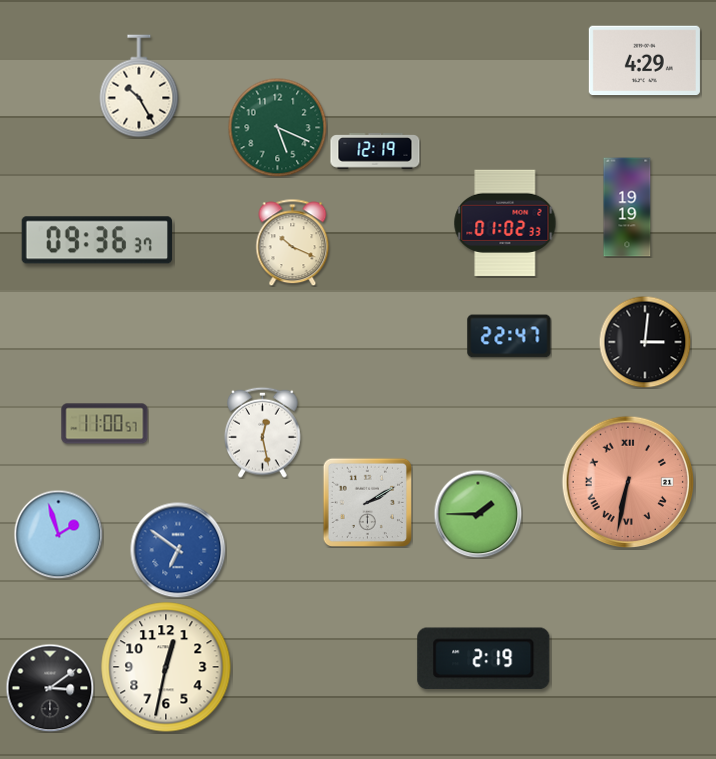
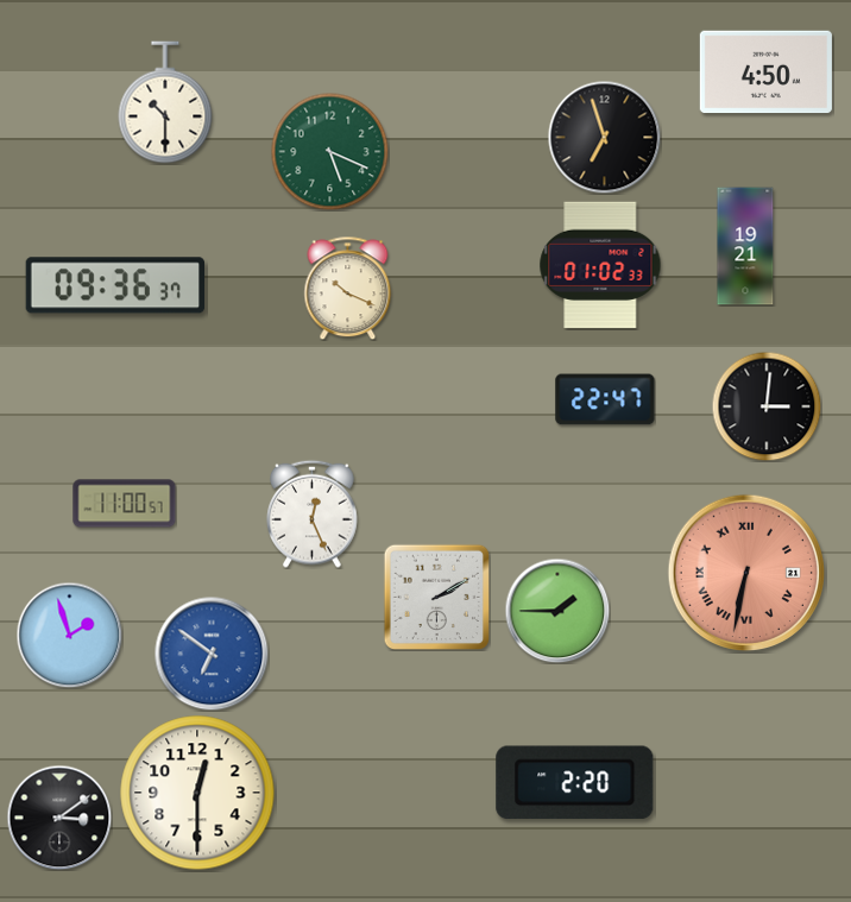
clock at (644, 61): 4:29 -> 4:50
clock at (139, 86): 10:25 -> 10:30
clock at (604, 137): none -> 6:57
clock at (375, 151): 12:19 -> none
clock at (627, 207): 19:19 -> 19:21
clock at (263, 432): 12:28 -> 12:26
clock at (478, 514) position: (478, 514) -> (557, 611)
clock at (484, 659): 2:19 -> 2:20
clock at (166, 667): 12:32 -> 12:30
